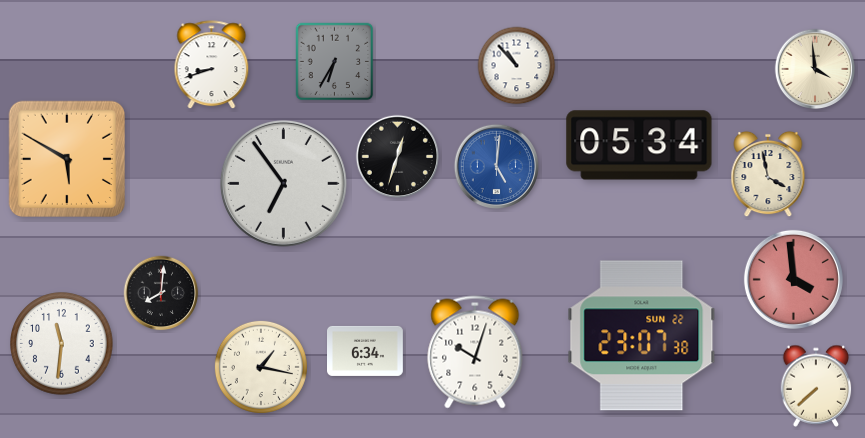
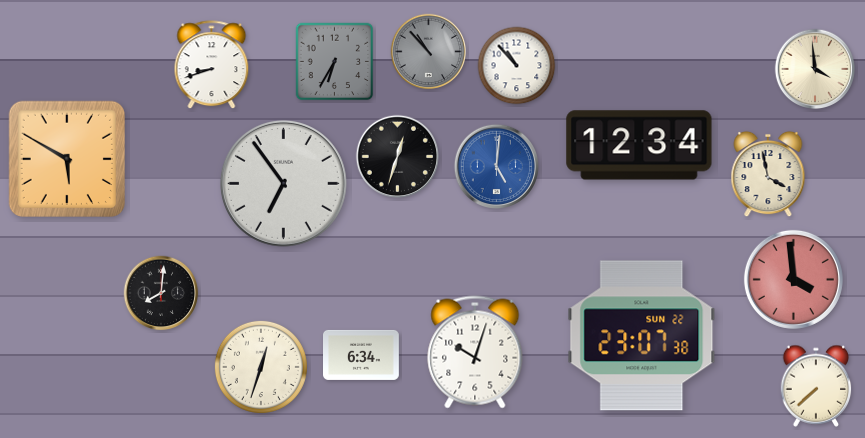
clock at (429, 52): none -> 10:53
clock at (639, 145): 05:34 -> 12:34
clock at (62, 344): 11:31 -> none
clock at (366, 351) position: (366, 351) -> (362, 355)
clock at (261, 367): 1:17 -> 12:33
